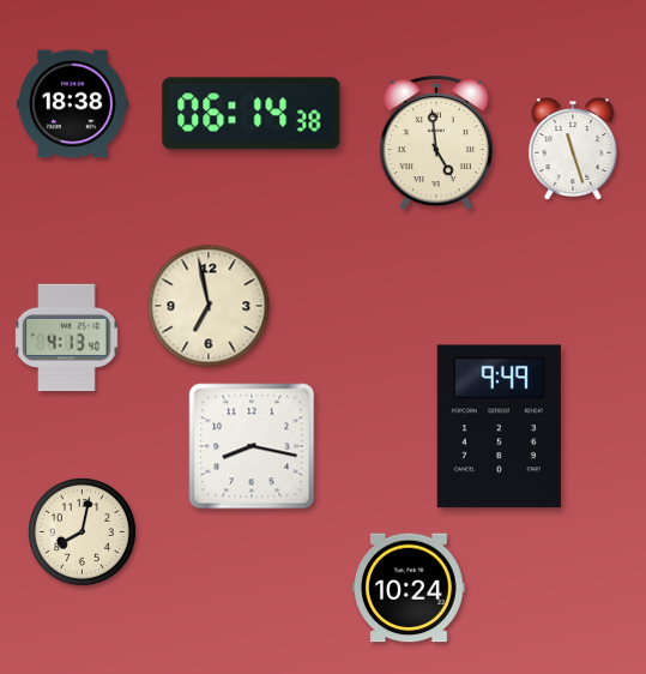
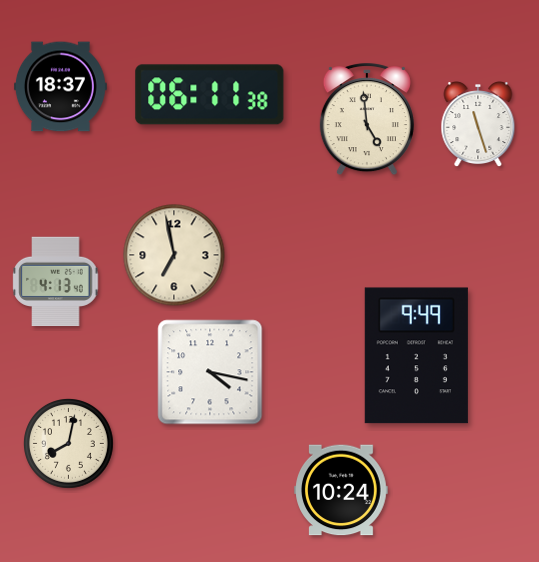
clock at (72, 104): 18:38 -> 18:37
clock at (252, 114): 06:14 -> 06:11
clock at (436, 144) position: (436, 144) -> (367, 120)
clock at (252, 446): 8:17 -> 4:17
